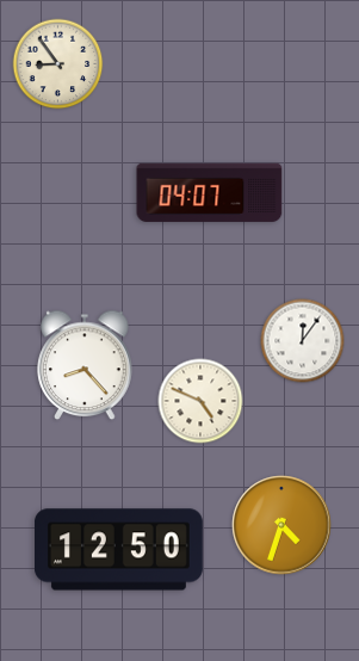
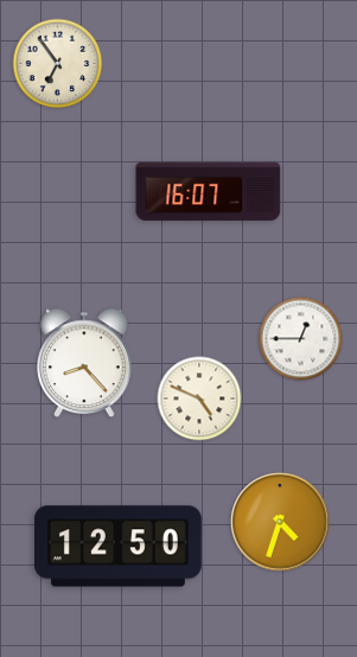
clock at (58, 64): 8:54 -> 6:54
clock at (210, 192): 04:07 -> 16:07
clock at (303, 341): 12:06 -> 12:45
